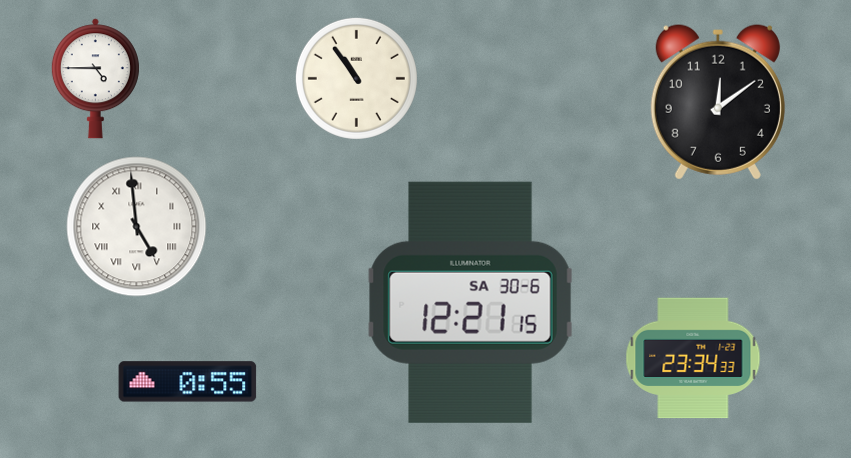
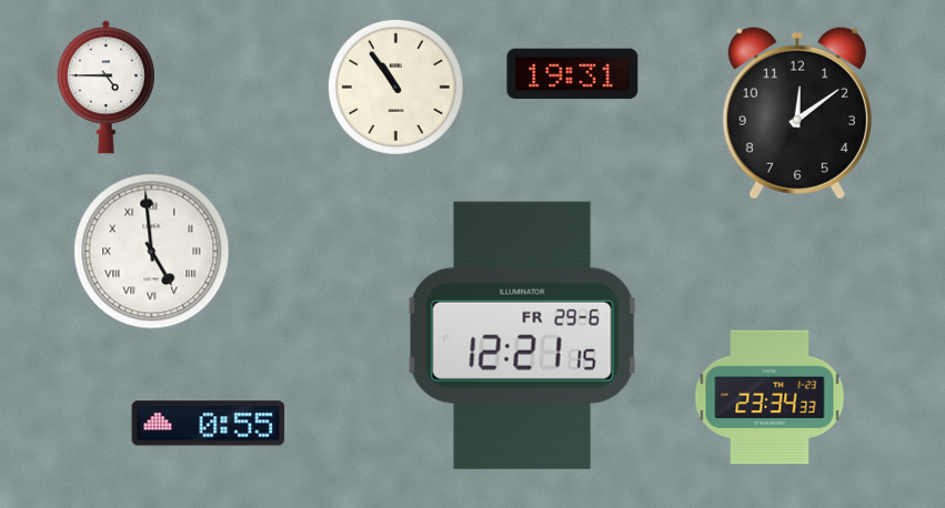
clock at (573, 74): none -> 19:31
clock at (471, 302) date: SA 30-6 -> FR 29-6
